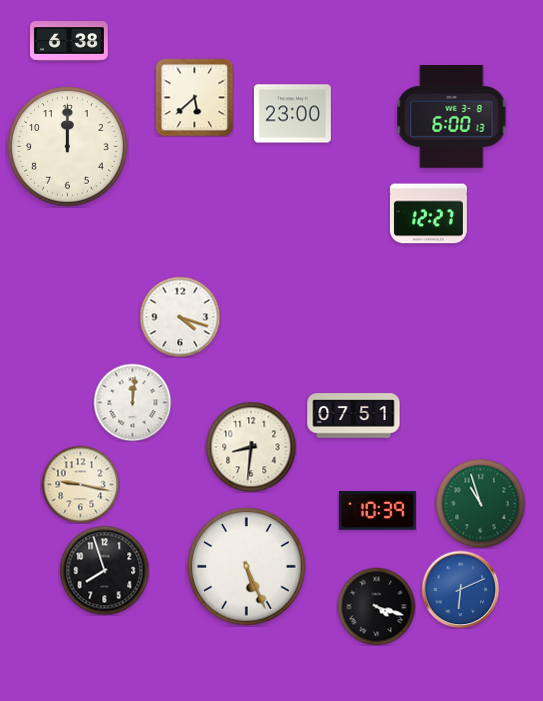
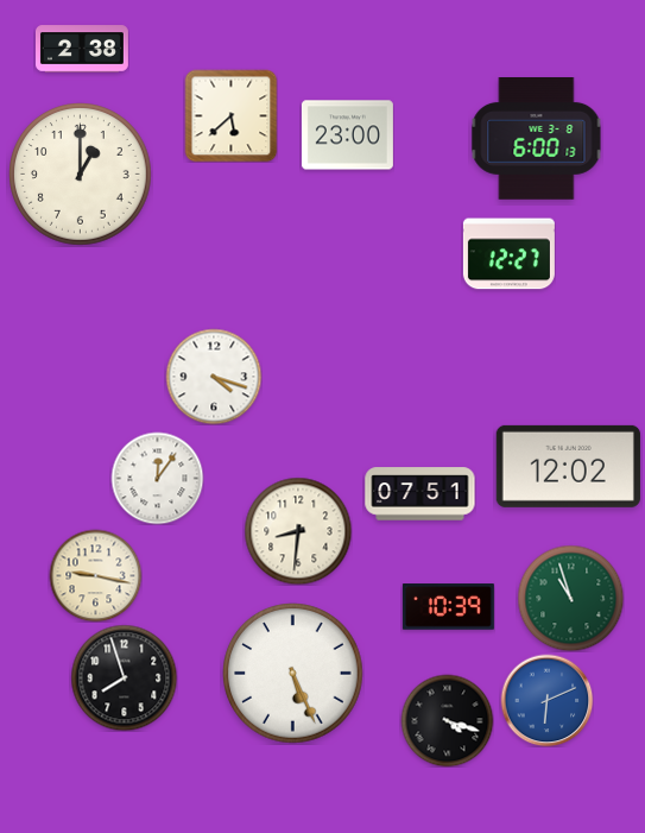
clock at (69, 41): 6:38 -> 2:38
clock at (68, 147): 12:00 -> 1:00
clock at (568, 466): none -> 12:02
clock at (132, 402): 12:01 -> 12:06
